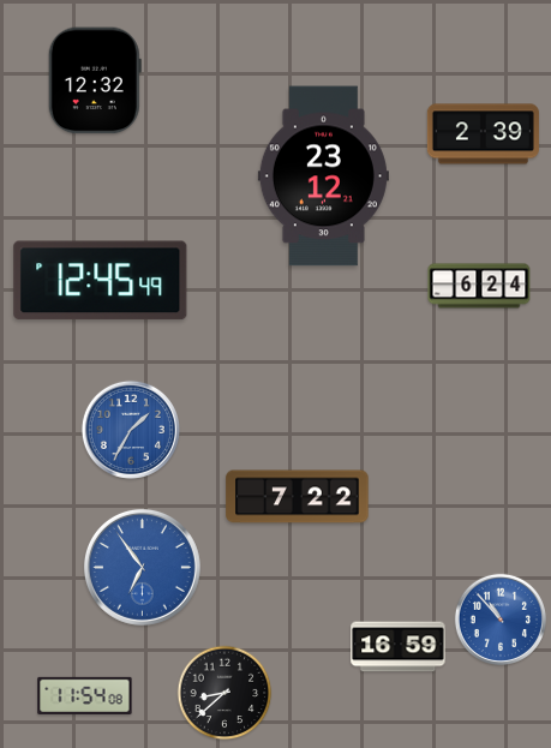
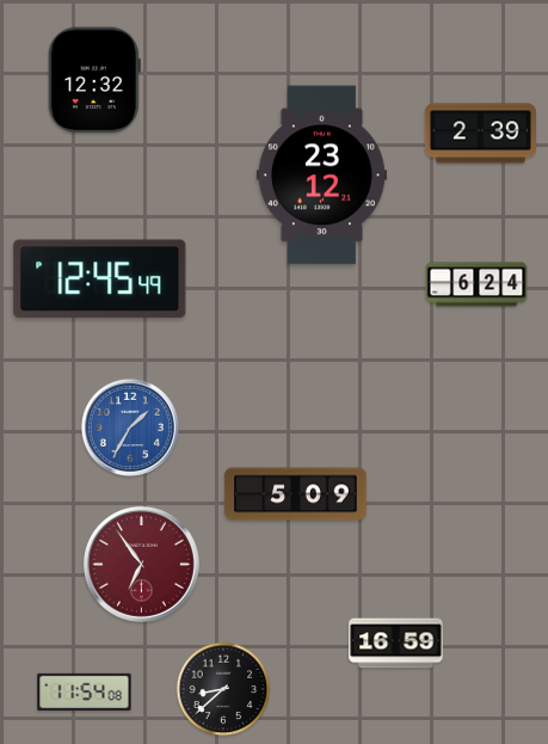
clock at (298, 497): 7:22 -> 5:09
clock at (142, 567) dial: blue -> burgundy
clock at (501, 620): 10:53 -> none
